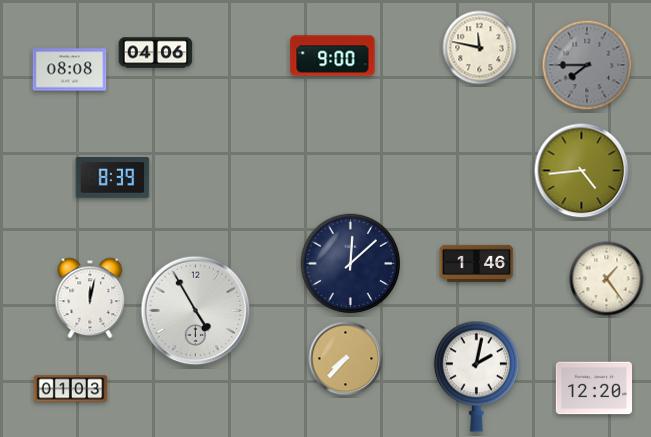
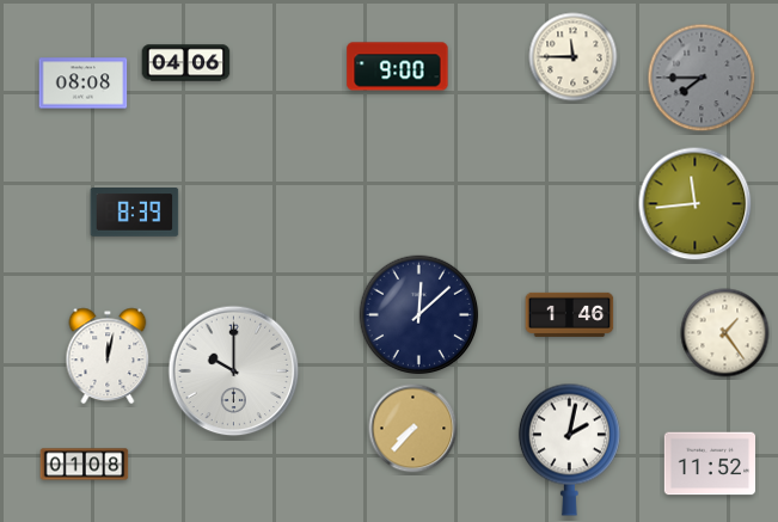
clock at (480, 48): 11:47 -> 11:45
clock at (582, 171): 4:44 -> 11:44
clock at (196, 311): 4:55 -> 10:00
clock at (593, 388): 12:20 -> 11:52
clock at (71, 389): 01:03 -> 01:08
